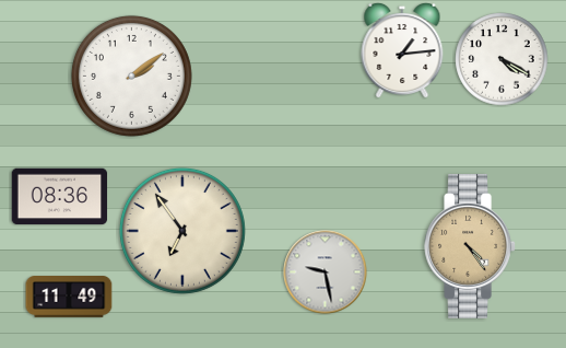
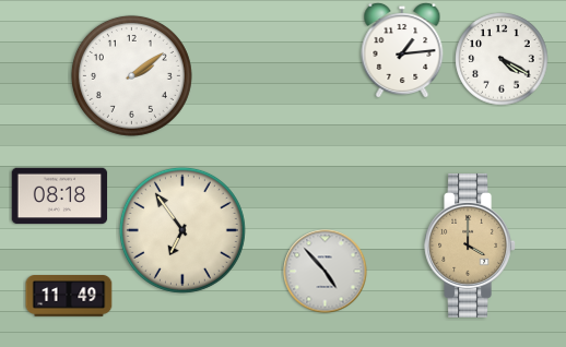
clock at (60, 197): 08:36 -> 08:18
clock at (470, 246): 4:24 -> 4:00
clock at (326, 272): 9:28 -> 4:53
